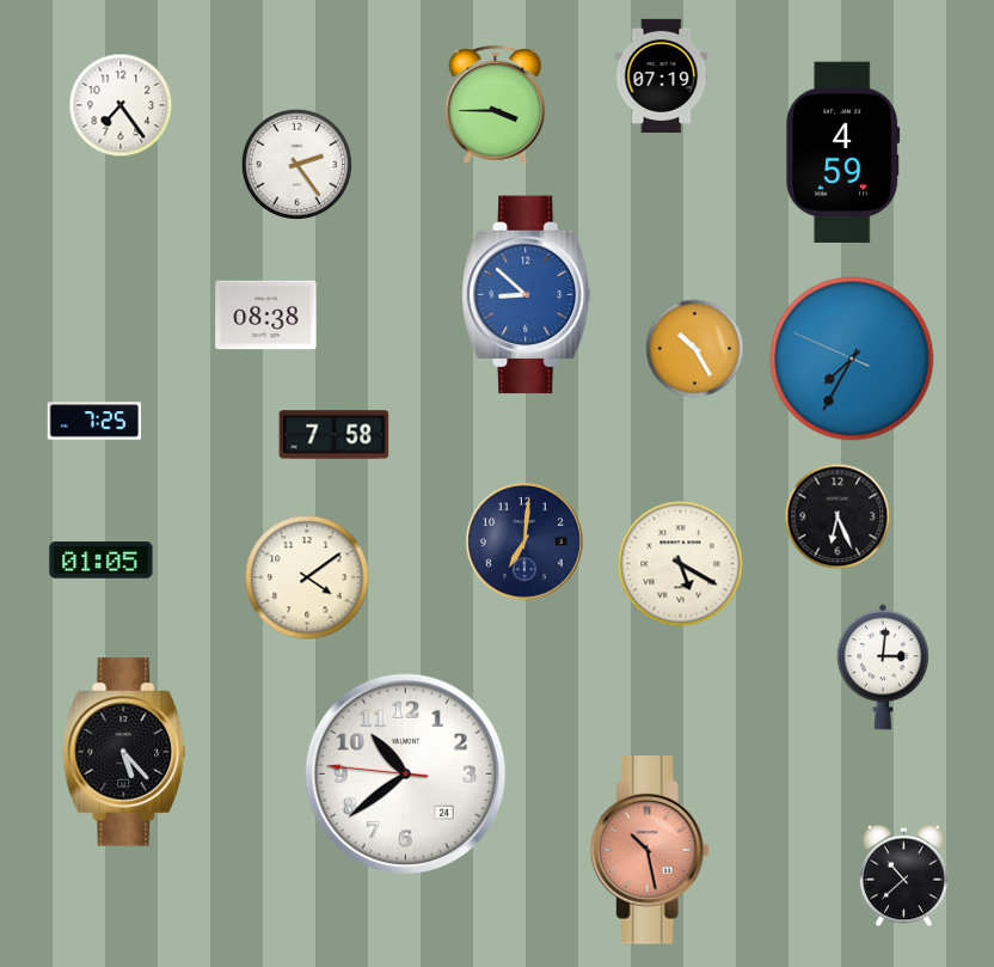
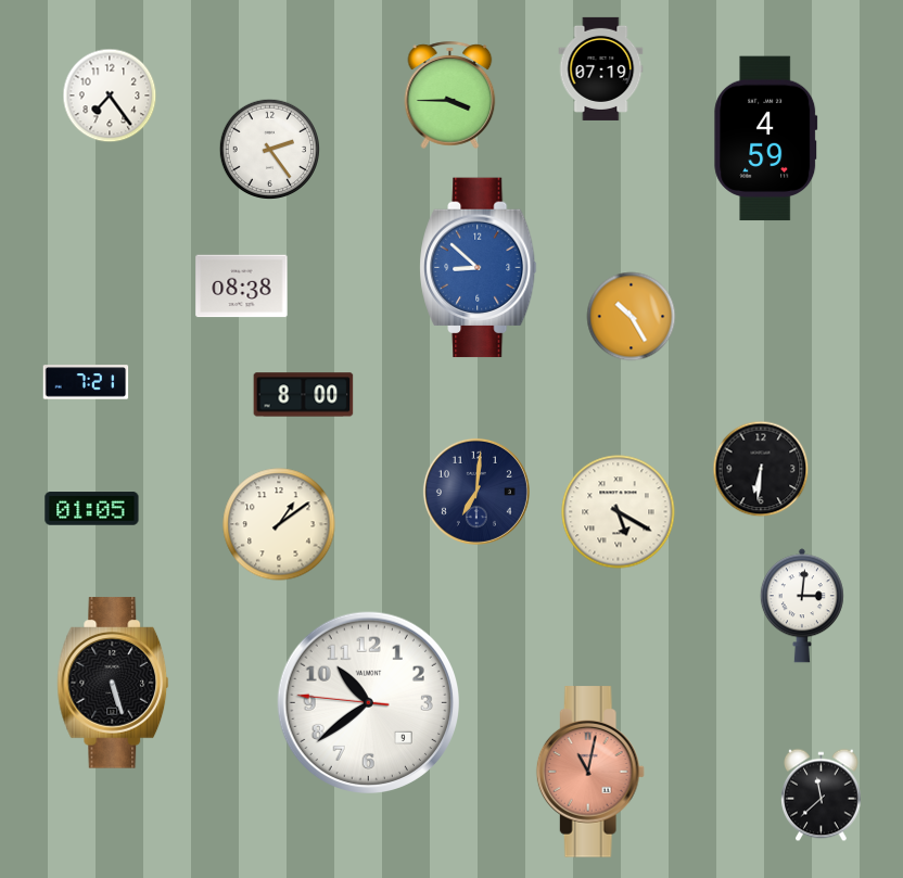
clock at (852, 359): 7:34 -> none
clock at (94, 421): 7:25 -> 7:21
clock at (335, 435): 7:58 -> 8:00
clock at (837, 516): 6:26 -> 6:31
clock at (307, 577): 4:09 -> 1:09
clock at (124, 752): 5:23 -> 5:27
clock at (405, 773) date: 24 -> 9
clock at (650, 850): 10:28 -> 11:02
clock at (904, 876): 10:38 -> 11:38
